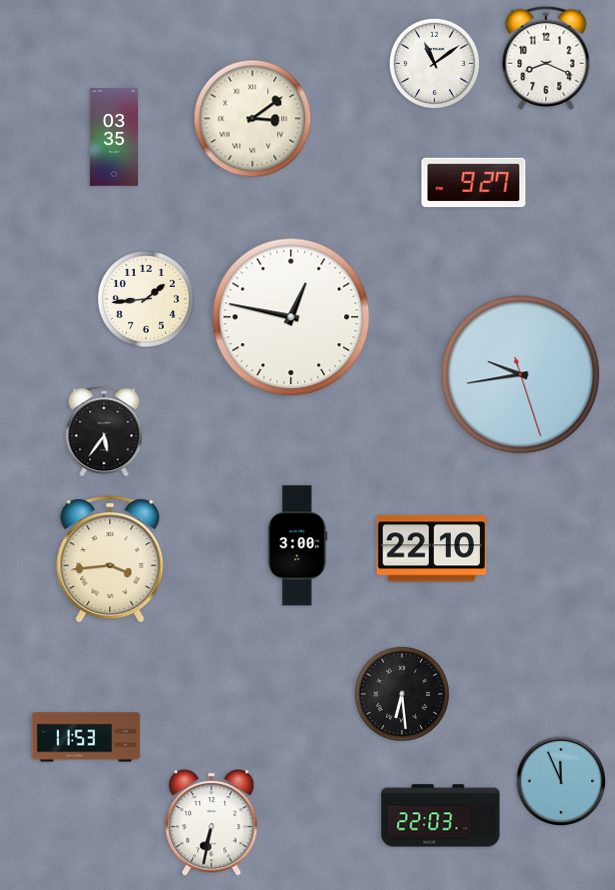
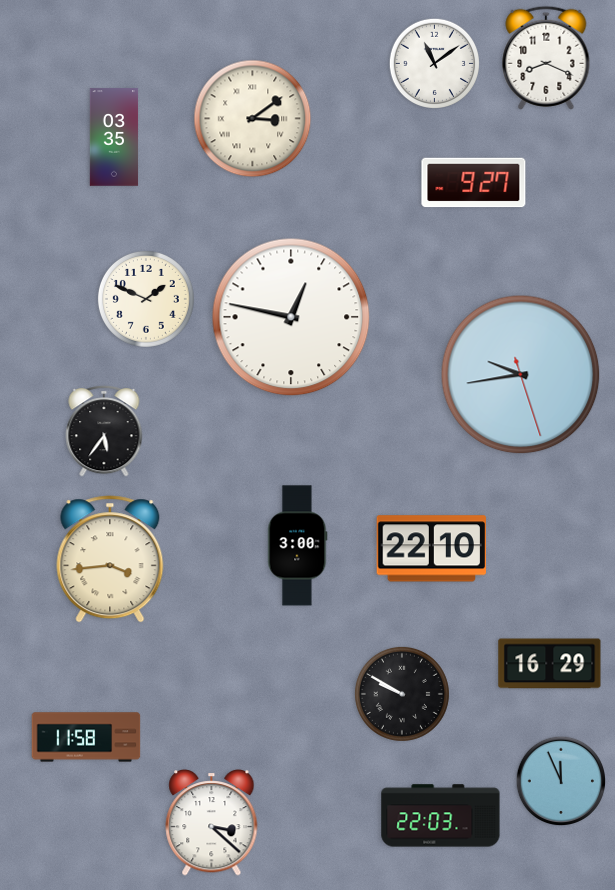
clock at (146, 299): 1:44 -> 1:49
clock at (550, 664): none -> 16:29
clock at (402, 694): 6:29 -> 9:50
clock at (86, 737): 11:53 -> 11:58
clock at (212, 823): 6:32 -> 3:22
